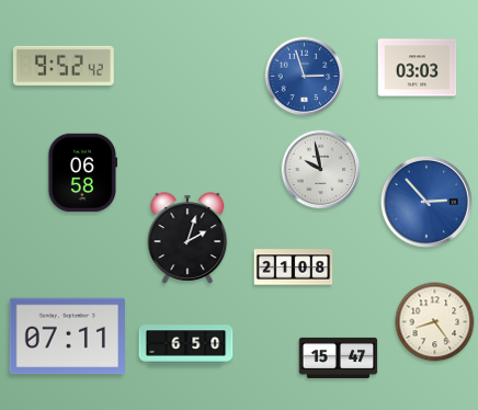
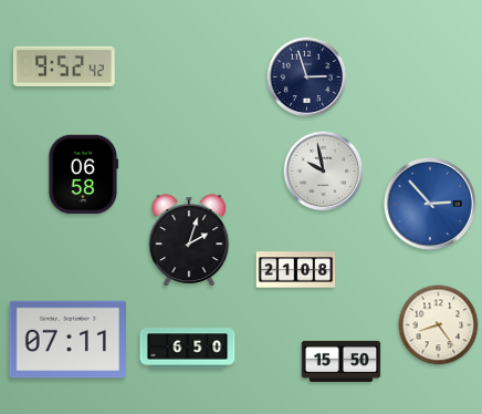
clock at (418, 68): 03:03 -> none
clock at (305, 77) dial: blue -> navy
clock at (339, 357): 15:47 -> 15:50
